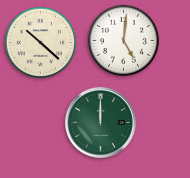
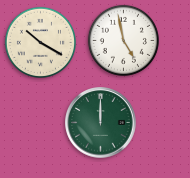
clock at (123, 40): 5:01 -> 4:58
clock at (40, 42): 10:22 -> 10:20
